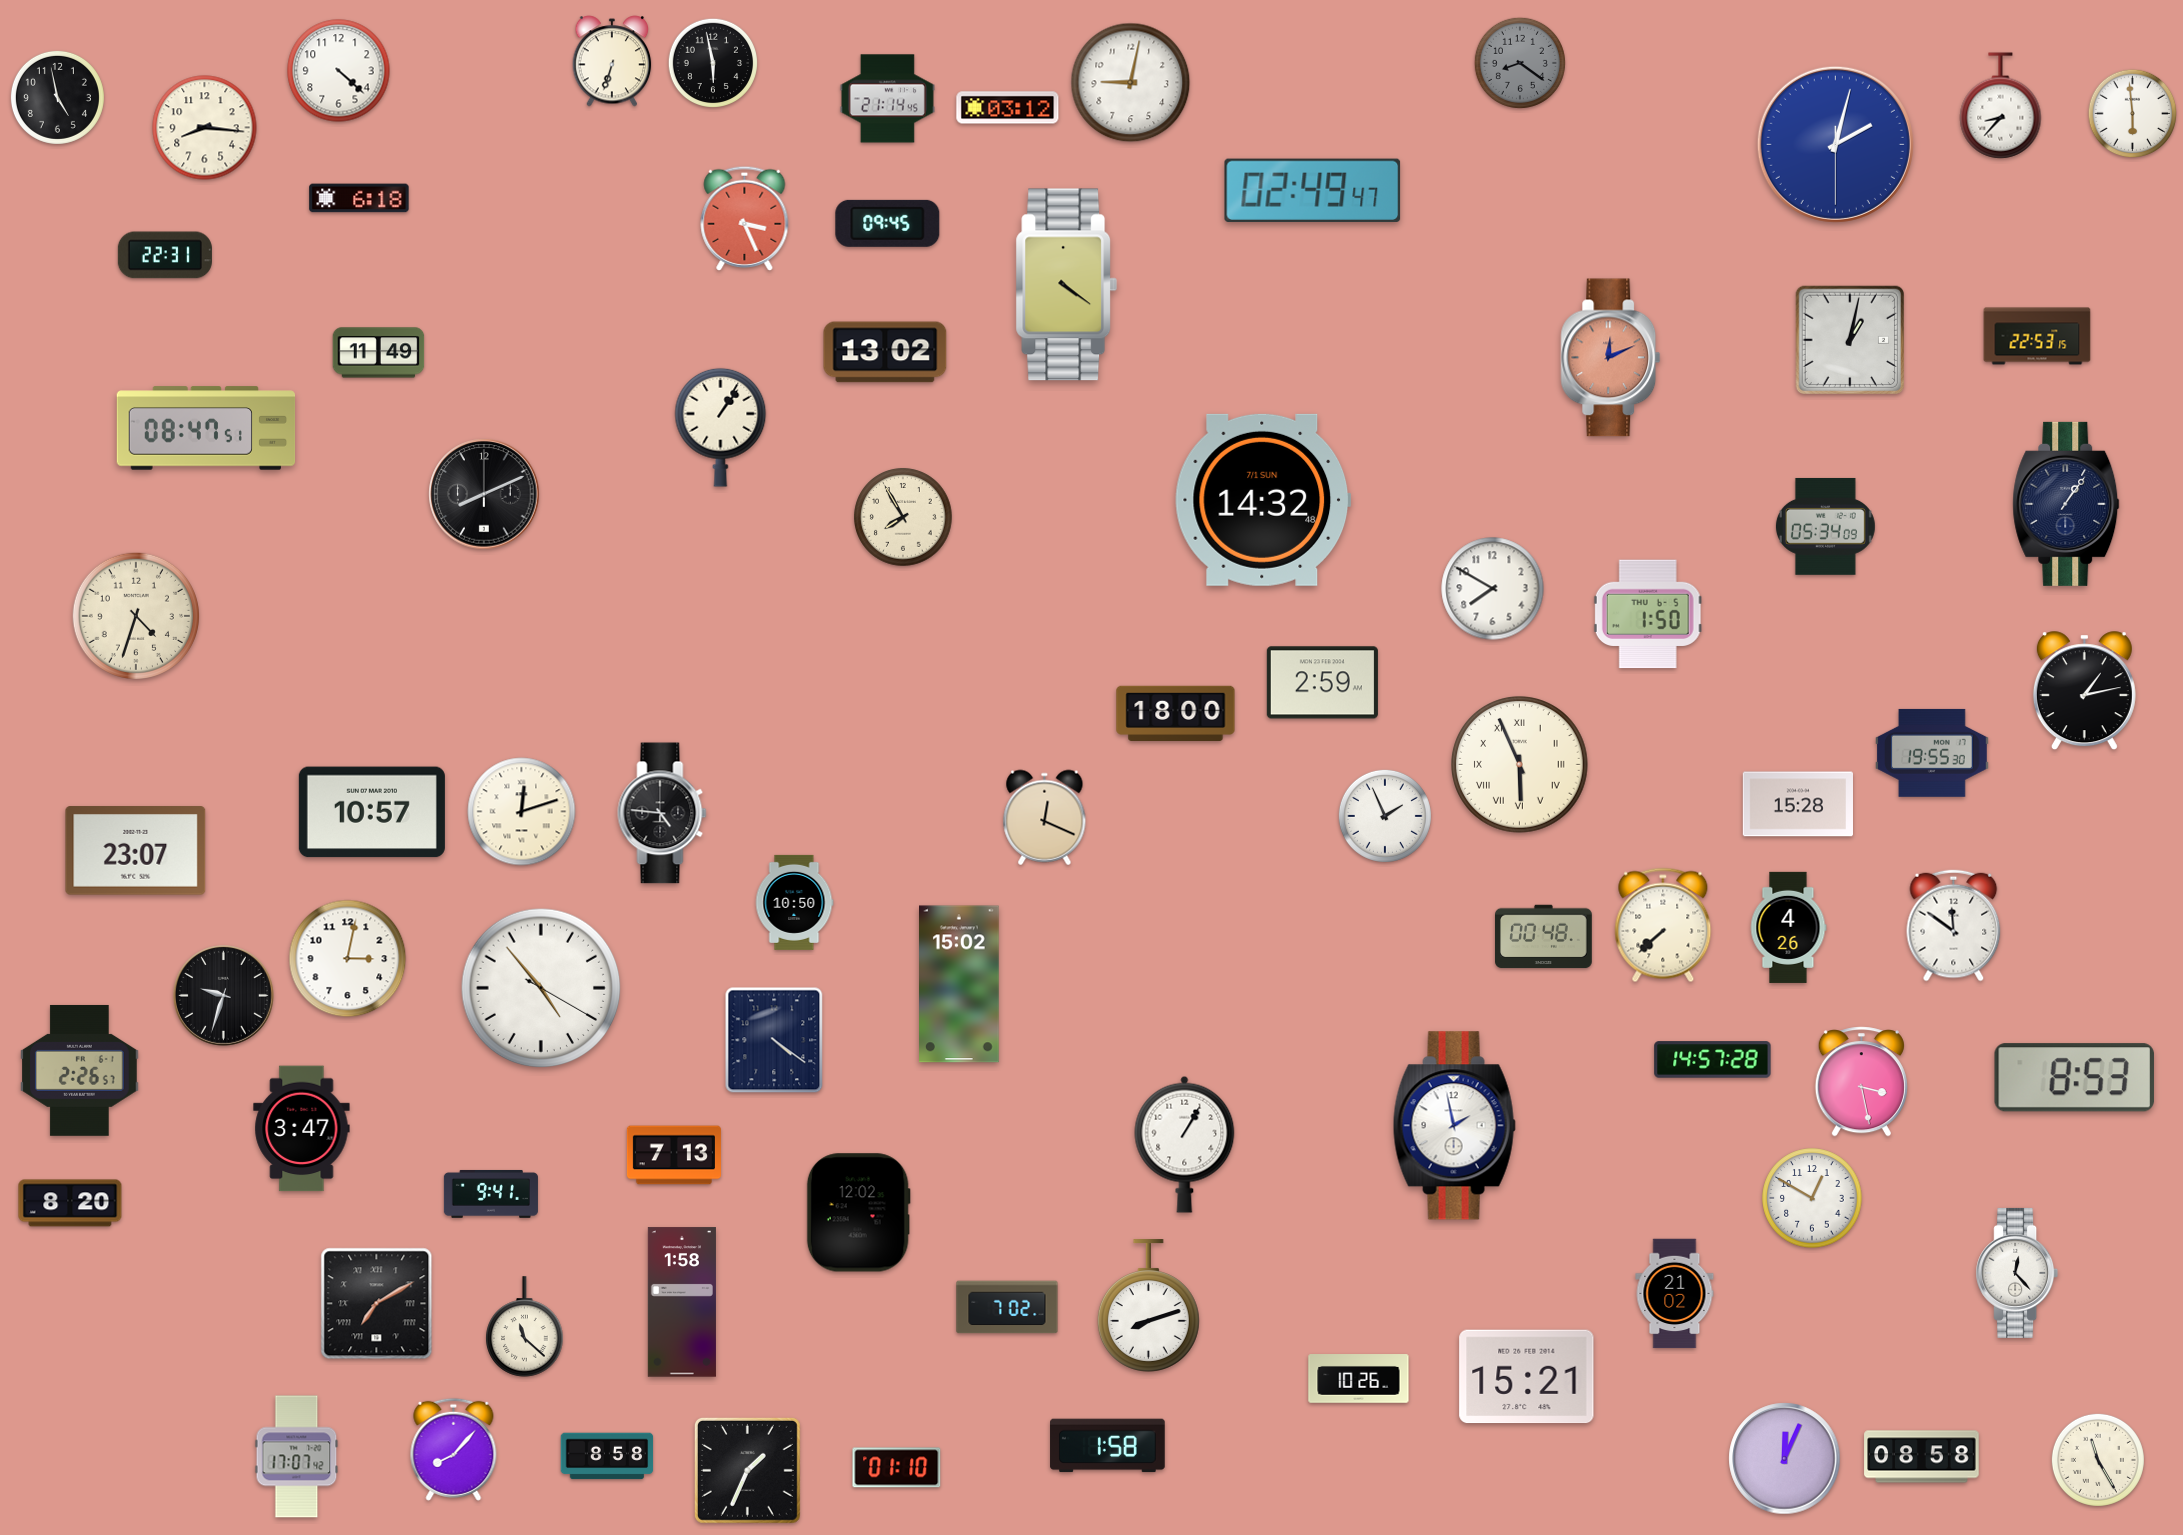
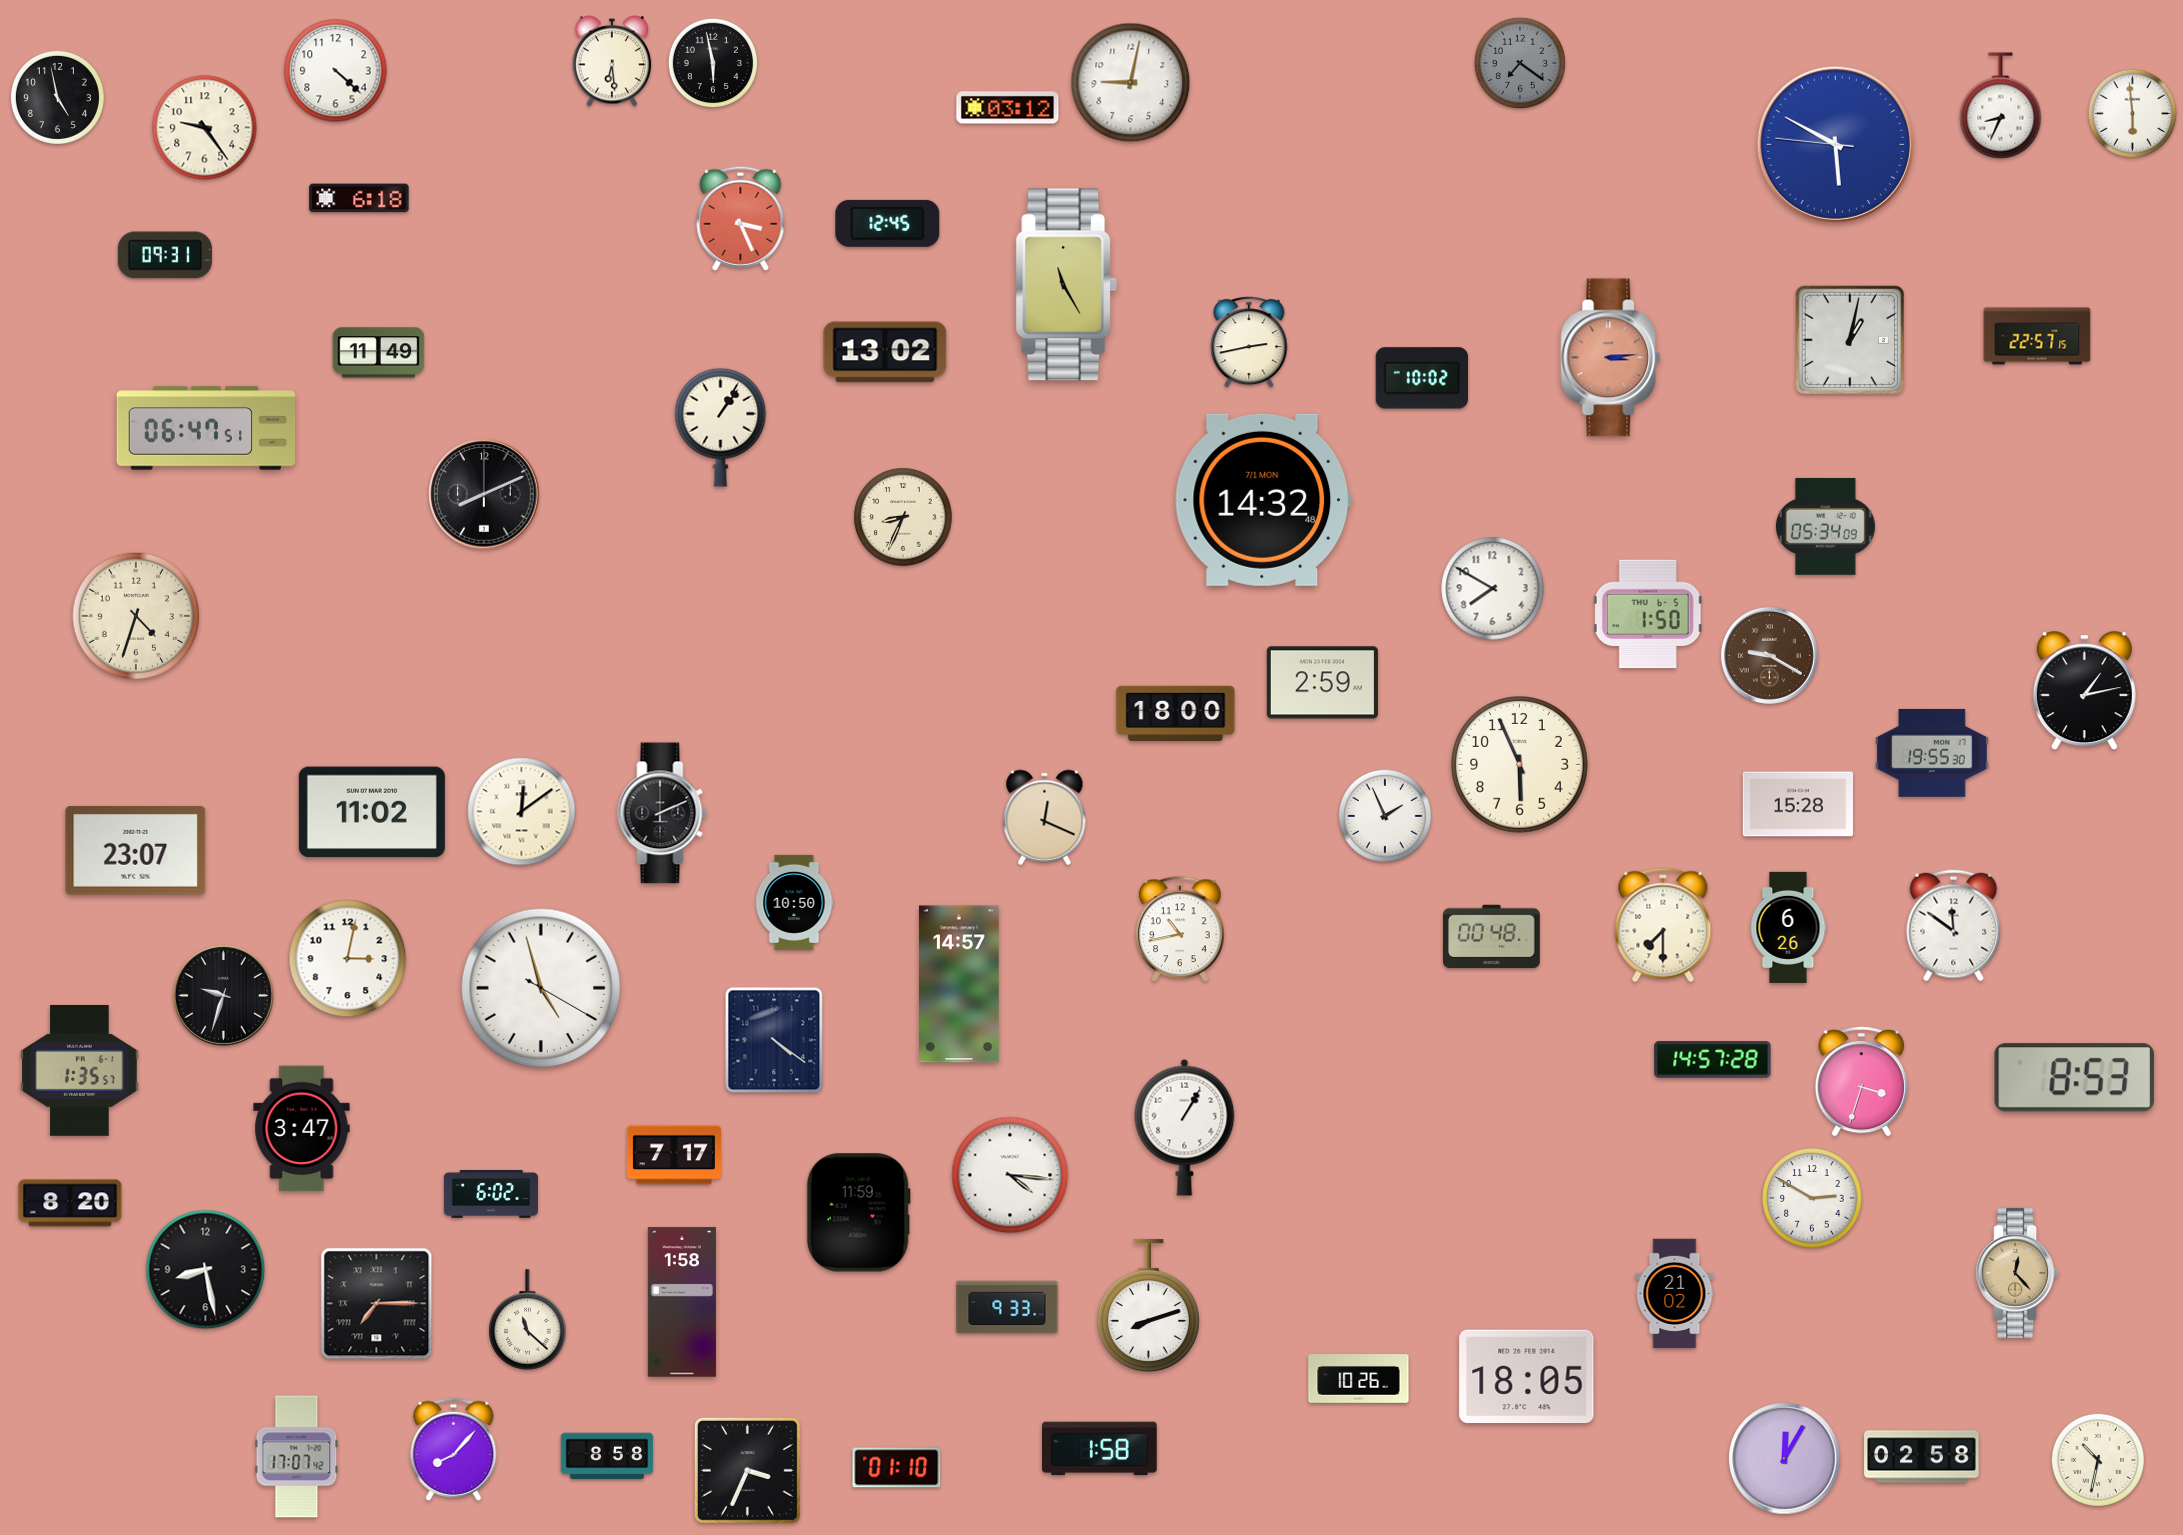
clock at (612, 61): 6:33 -> 6:29
clock at (1520, 63): 8:21 -> 7:21
clock at (339, 71) position: (339, 71) -> (336, 71)
clock at (887, 99): 21:14 -> none
clock at (2001, 106): 8:37 -> 8:34
clock at (205, 128): 8:16 -> 9:24
clock at (1835, 144): 2:02 -> 5:49
clock at (1313, 190): 02:49 -> none
clock at (745, 218) position: (745, 218) -> (741, 218)
clock at (888, 223): 09:45 -> 12:45
clock at (165, 255): 22:31 -> 09:31
clock at (1067, 285): 4:21 -> 11:25
clock at (2037, 336): 22:53 -> 22:57
clock at (1249, 342): none -> 2:43
clock at (1611, 358): 12:11 -> 3:14
clock at (1422, 378): none -> 10:02
clock at (206, 428): 08:47 -> 06:47
clock at (1263, 500) date: 7/1 SUN -> 7/1 MON
clock at (2066, 504): 1:06 -> none
clock at (903, 517): 7:55 -> 8:34
clock at (1769, 655): none -> 9:20
clock at (1520, 765) numerals: Roman -> Arabic
clock at (372, 812): 10:57 -> 11:02
clock at (522, 812): 12:12 -> 12:09
clock at (662, 813): 4:46 -> 2:11
clock at (1663, 925): 7:38 -> 7:30
clock at (1788, 927): 4:26 -> 6:26
clock at (1180, 930): none -> 10:43
clock at (1544, 937) position: (1544, 937) -> (1492, 937)
clock at (960, 984): 15:02 -> 14:57
clock at (541, 988): 4:53 -> 4:57
clock at (80, 1070): 2:26 -> 1:35
clock at (1861, 1082): 3:28 -> 3:33
clock at (1454, 1126): 1:58 -> none
clock at (1185, 1144) position: (1185, 1144) -> (1185, 1127)
clock at (674, 1155): 7:13 -> 7:17
clock at (1010, 1175): none -> 4:16
clock at (491, 1194): 9:41 -> 6:02
clock at (1812, 1198): 12:50 -> 2:50
clock at (858, 1213): 12:02 -> 11:59
clock at (206, 1270): none -> 8:28
clock at (2017, 1273) dial: white -> champagne
clock at (377, 1304): 7:10 -> 7:15
clock at (1007, 1307): 7:02 -> 9:33
clock at (525, 1327) position: (525, 1327) -> (528, 1320)
clock at (1527, 1377): 15:21 -> 18:05
clock at (1108, 1446) position: (1108, 1446) -> (1100, 1449)
clock at (1922, 1457): 08:58 -> 02:58
clock at (1785, 1459): 12:04 -> 12:05
clock at (2098, 1460): 11:25 -> 10:32
clock at (747, 1470): 1:34 -> 3:34
